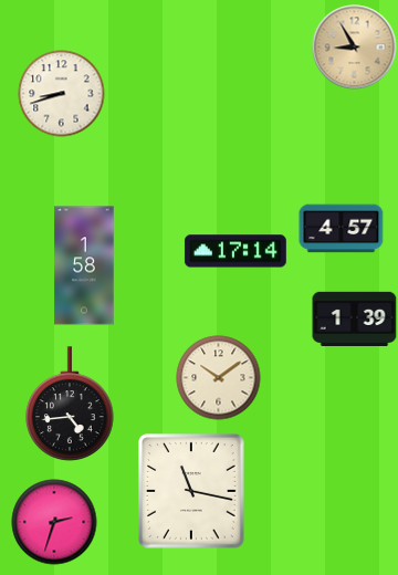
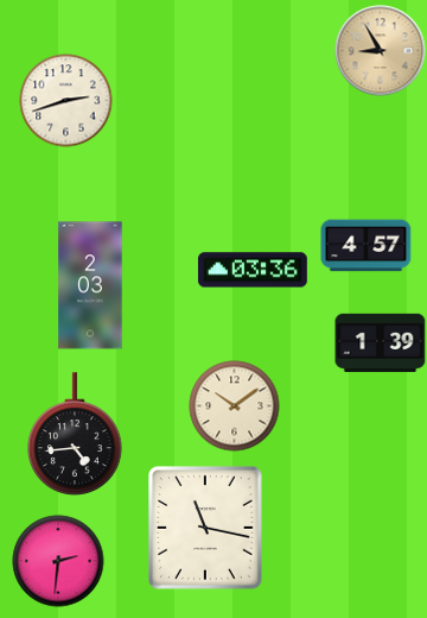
clock at (62, 94): 8:42 -> 2:42
clock at (235, 251): 17:14 -> 03:36
clock at (84, 265): 1:58 -> 2:03
clock at (54, 522): 2:33 -> 2:31
